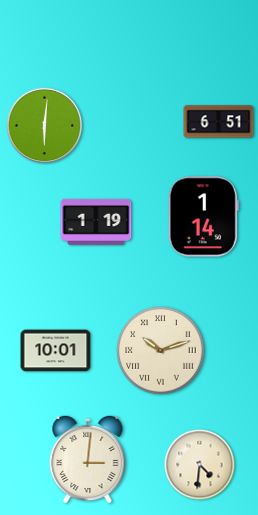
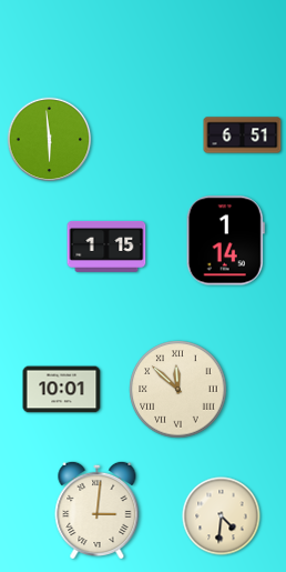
clock at (45, 126): 6:01 -> 5:59
clock at (96, 222): 1:19 -> 1:15
clock at (161, 351): 10:12 -> 11:52
